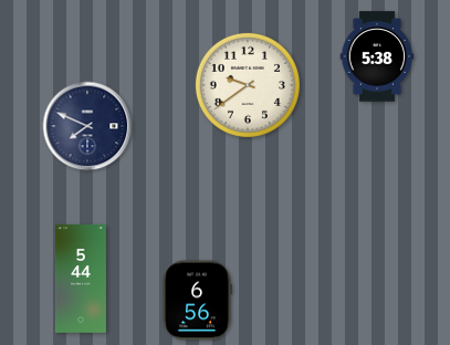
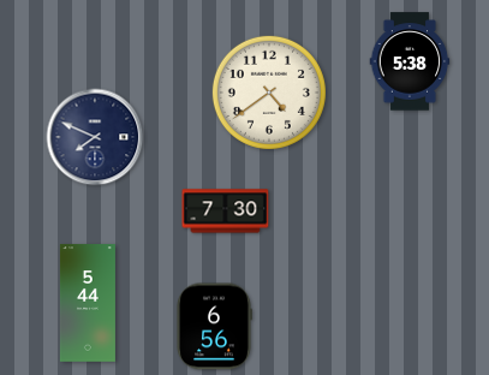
clock at (248, 85): 9:39 -> 4:39
clock at (226, 212): none -> 7:30
